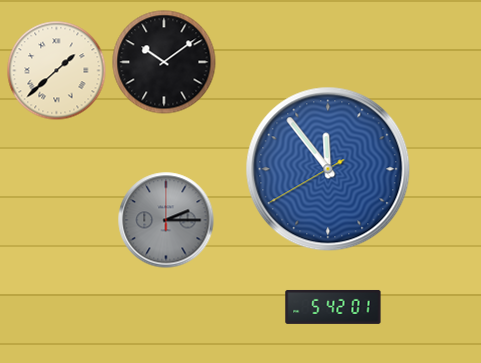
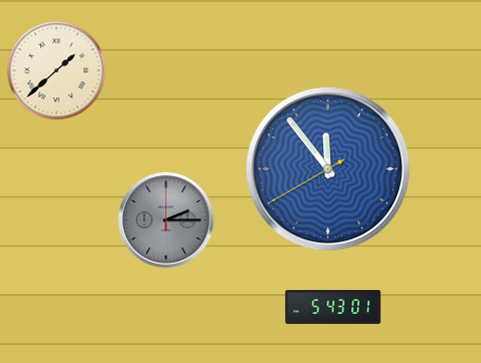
clock at (164, 62): 10:09 -> none
clock at (333, 307): 5:42 -> 5:43
